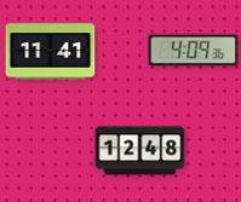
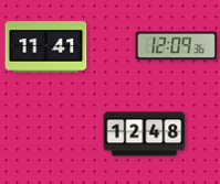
clock at (194, 51): 4:09 -> 12:09
clock at (140, 151) position: (140, 151) -> (145, 134)
